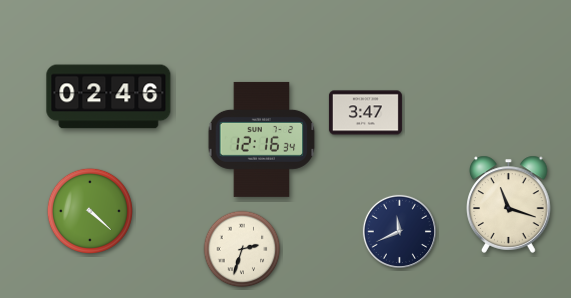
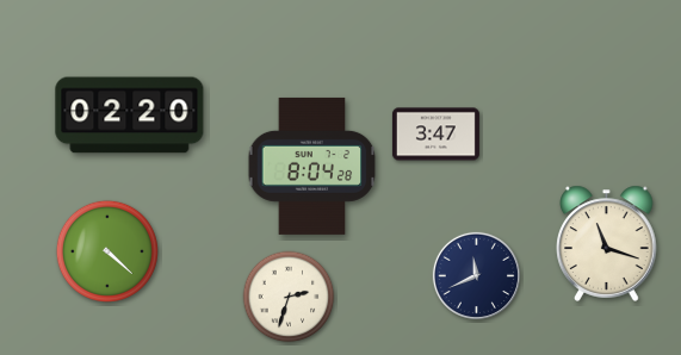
clock at (109, 97): 02:46 -> 02:20
clock at (262, 139): 12:16 -> 8:04
